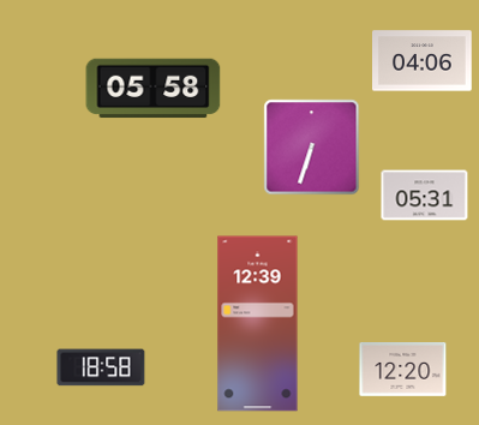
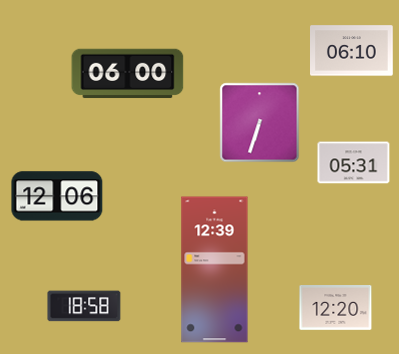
clock at (423, 61): 04:06 -> 06:10
clock at (154, 89): 05:58 -> 06:00
clock at (57, 196): none -> 12:06
